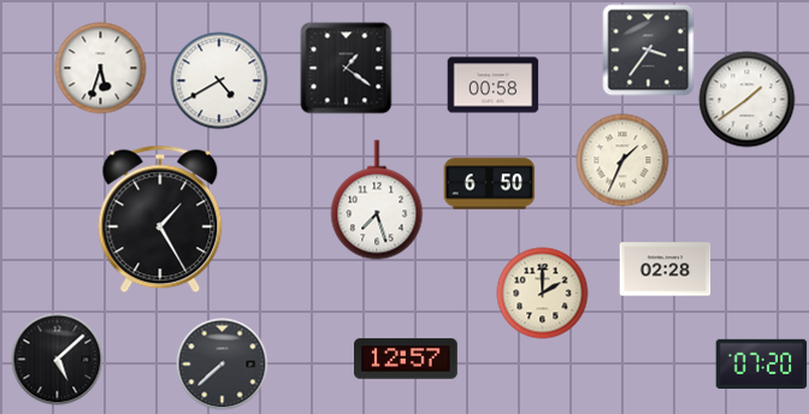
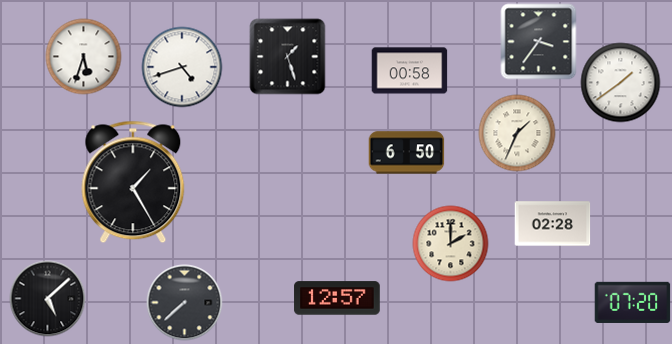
clock at (347, 69): 1:21 -> 1:27
clock at (219, 81): 4:40 -> 4:42
clock at (377, 200): 7:27 -> none
